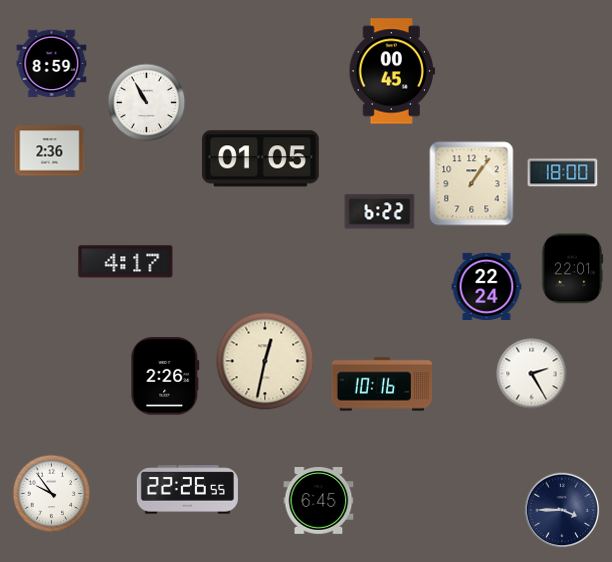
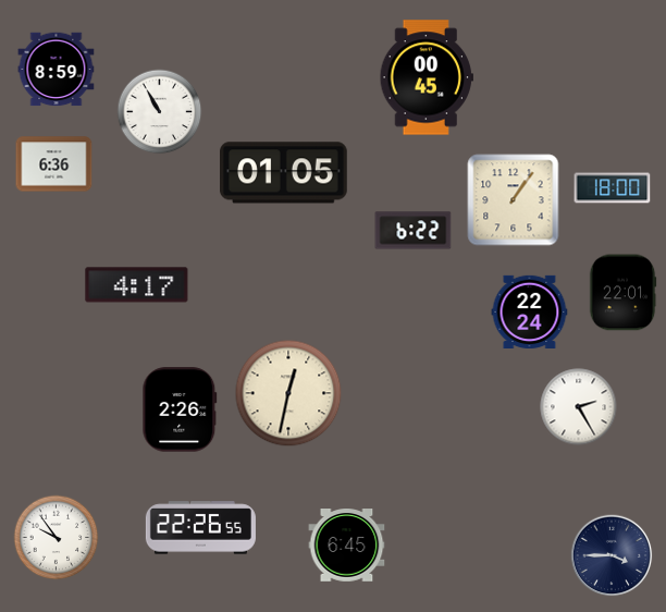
clock at (50, 151): 2:36 -> 6:36
clock at (382, 384): 10:16 -> none
clock at (187, 490) position: (187, 490) -> (200, 528)
